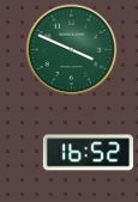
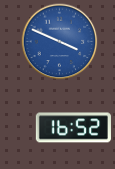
clock at (72, 50) dial: green -> blue
